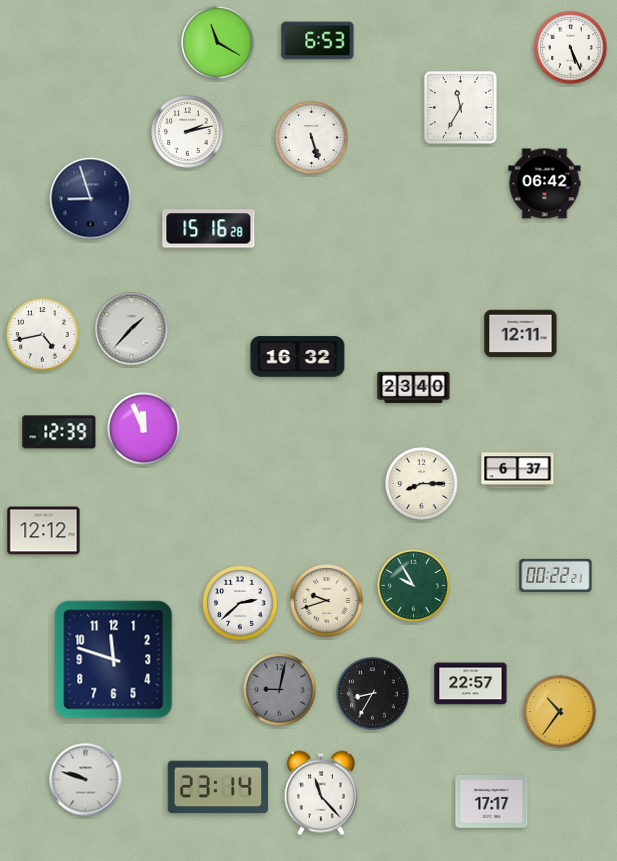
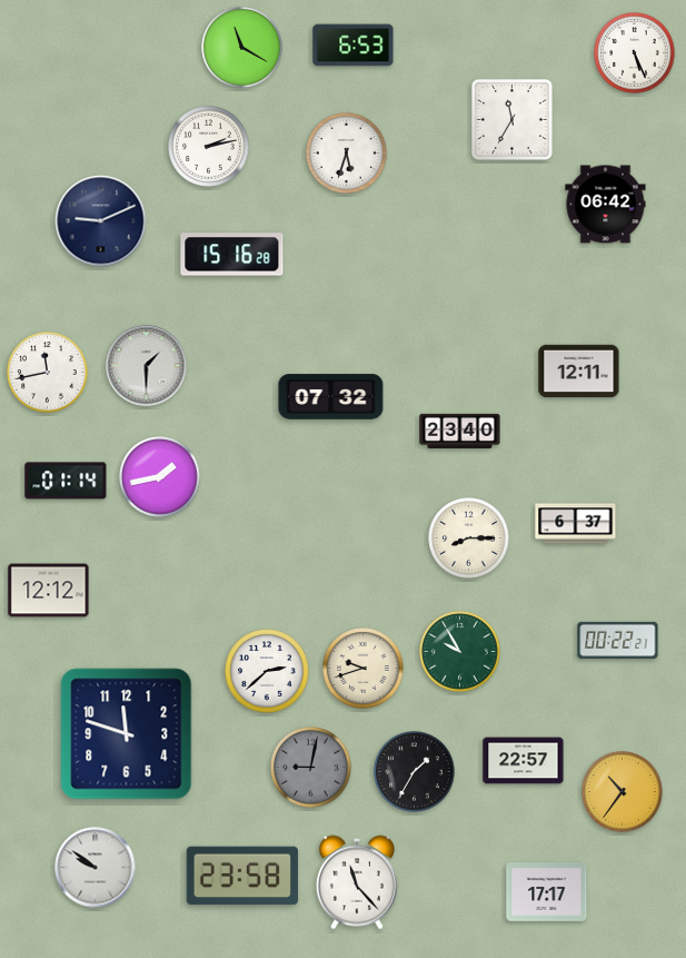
clock at (312, 138): 5:27 -> 5:33
clock at (91, 199): 8:57 -> 9:11
clock at (132, 329): 1:37 -> 1:30
clock at (43, 335): 4:43 -> 11:43
clock at (298, 357): 16:32 -> 07:32
clock at (144, 429): 11:56 -> 1:43
clock at (59, 432): 12:39 -> 01:14
clock at (373, 694): 8:35 -> 1:35
clock at (86, 780): 9:48 -> 9:51
clock at (218, 787): 23:14 -> 23:58
